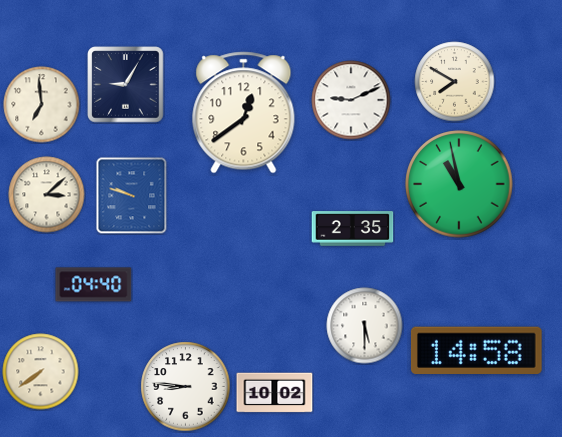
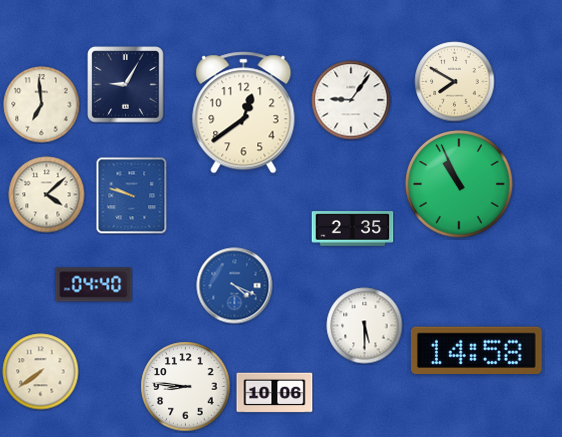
clock at (351, 100): 9:11 -> 9:06
clock at (459, 184): 10:58 -> 10:56
clock at (47, 195): 3:08 -> 4:08
clock at (235, 286): none -> 4:19
clock at (275, 393): 10:02 -> 10:06
